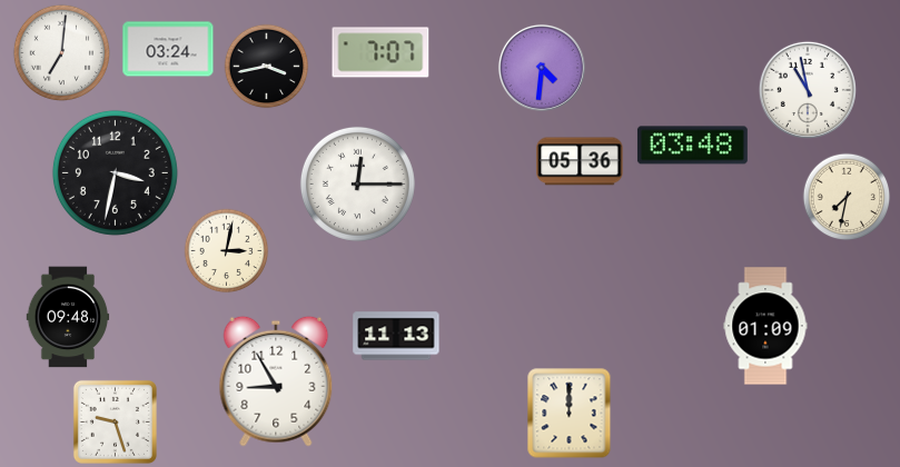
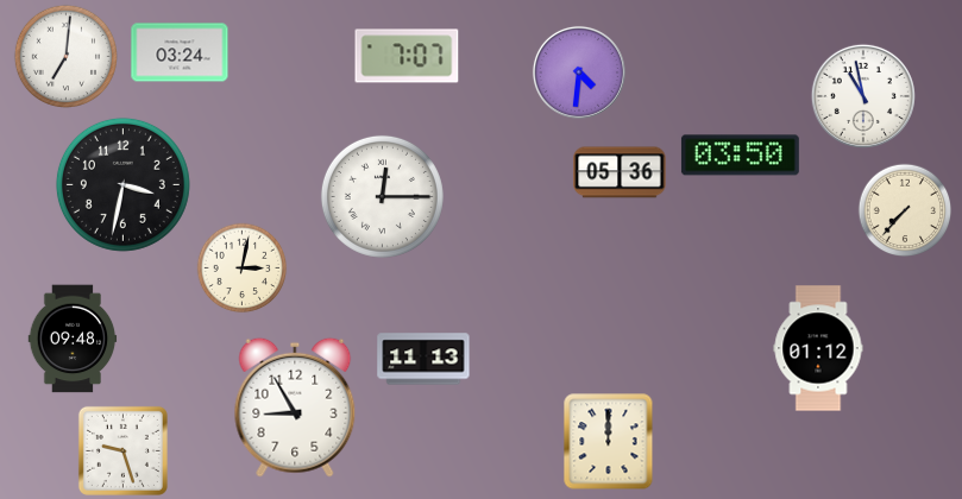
clock at (267, 67): 3:43 -> none
clock at (692, 146): 03:48 -> 03:50
clock at (847, 197): 7:32 -> 7:37
clock at (765, 326): 01:09 -> 01:12
